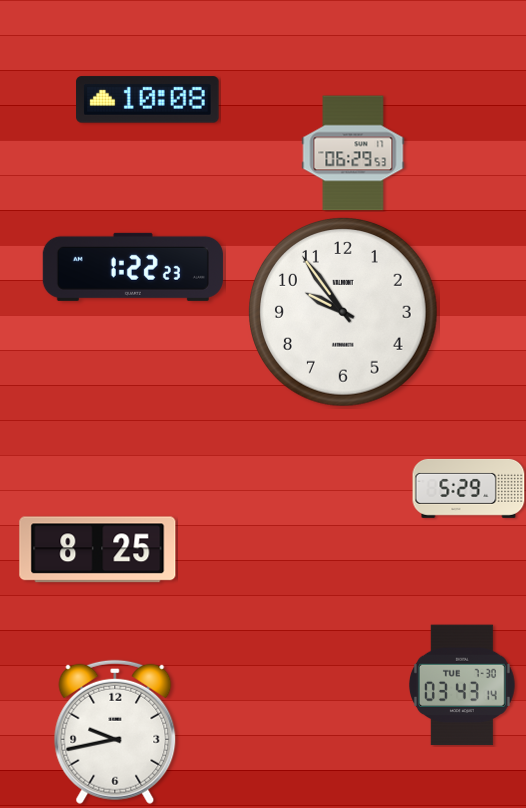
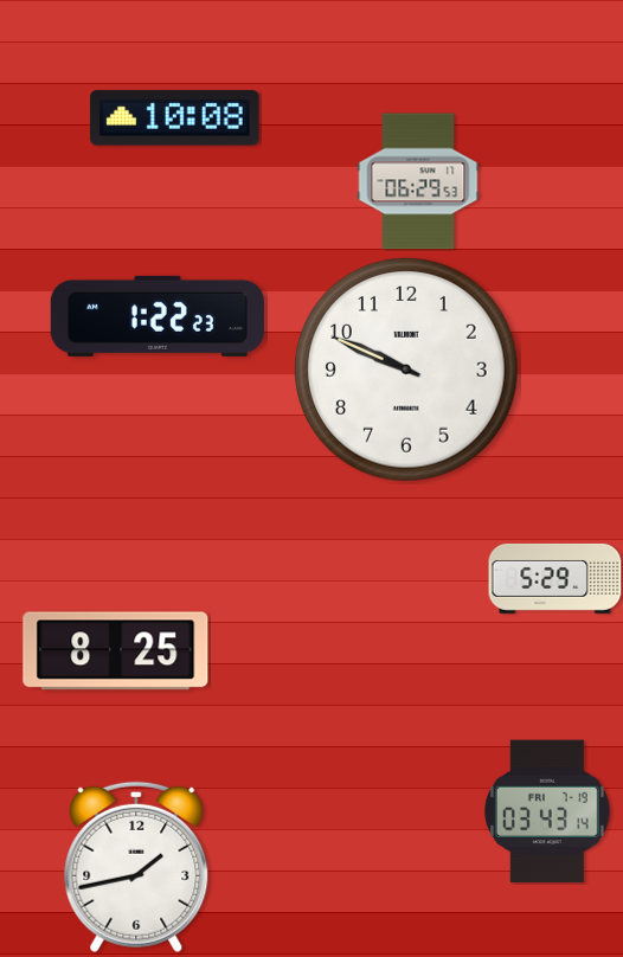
clock at (344, 313): 9:54 -> 9:49
clock at (462, 685) date: TUE 7-30 -> FRI 7-19
clock at (115, 732): 9:43 -> 1:43
